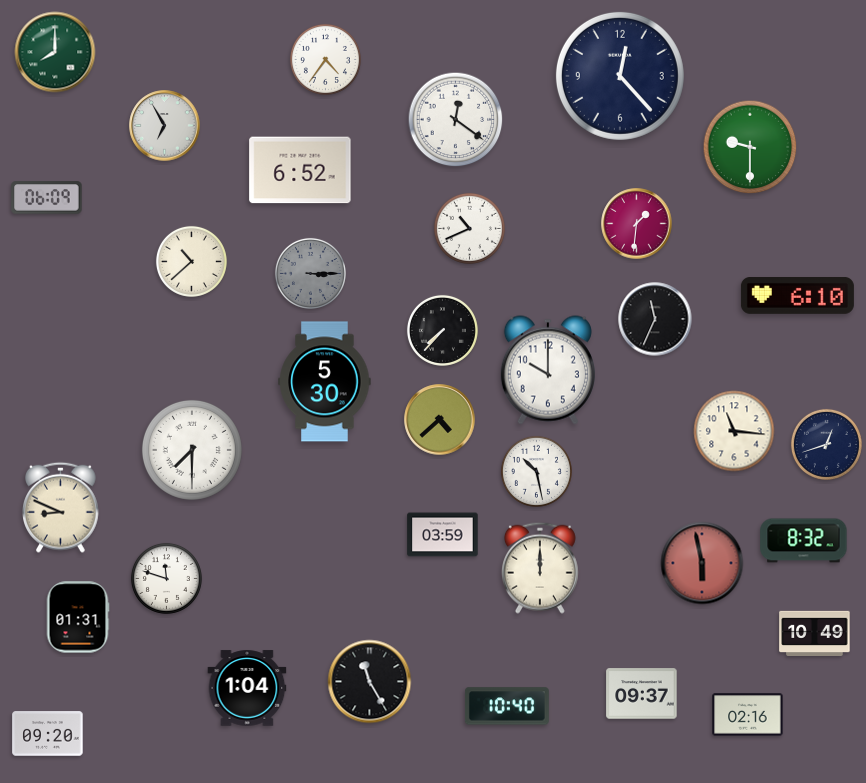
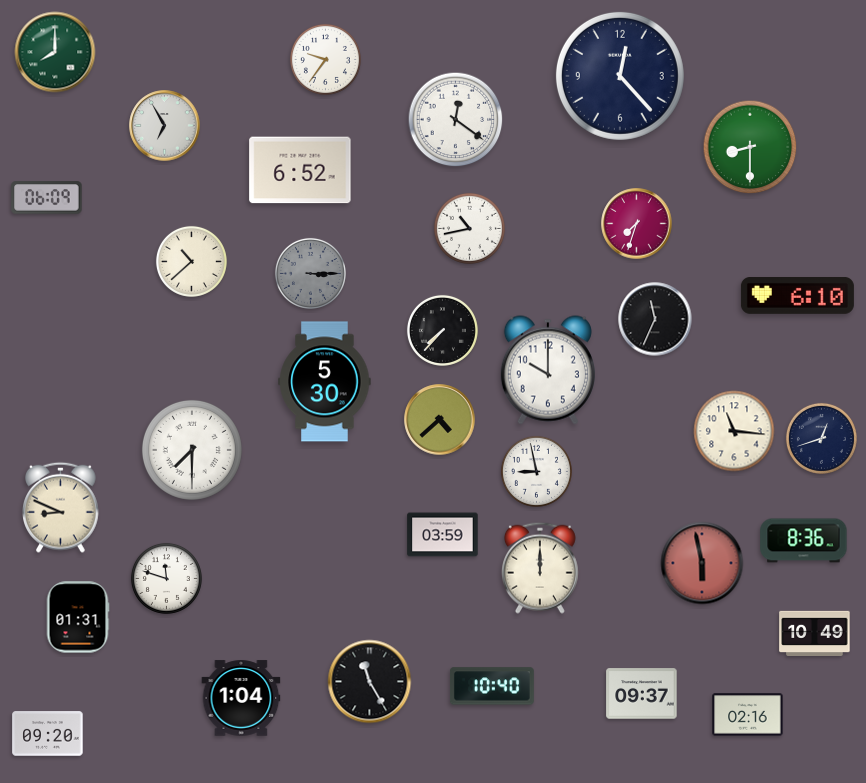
clock at (325, 59): 4:36 -> 9:36
clock at (750, 147): 9:30 -> 8:30
clock at (637, 224): 1:31 -> 7:33
clock at (469, 228): 10:41 -> 10:43
clock at (826, 444) position: (826, 444) -> (821, 438)
clock at (536, 471): 10:28 -> 8:58
clock at (804, 541): 8:32 -> 8:36
clock at (247, 688) position: (247, 688) -> (241, 698)
clock at (507, 706) position: (507, 706) -> (492, 686)
